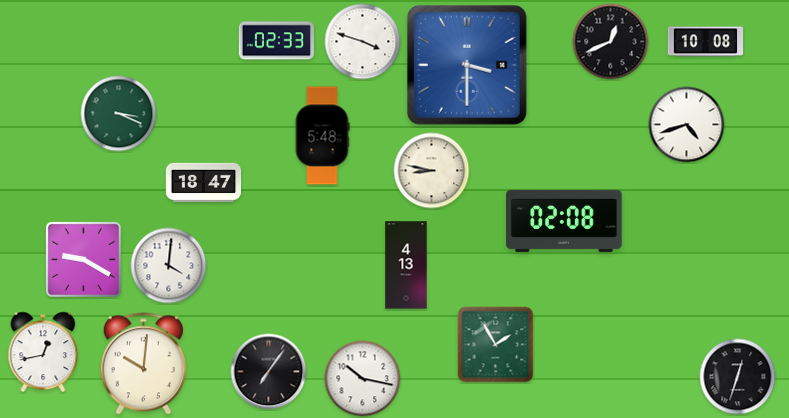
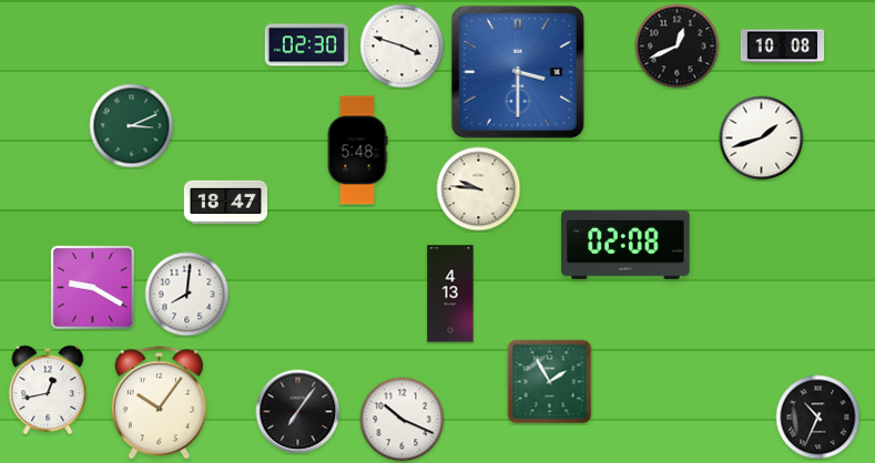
clock at (276, 41): 02:33 -> 02:30
clock at (119, 114): 3:19 -> 3:11
clock at (687, 125): 4:42 -> 1:42
clock at (432, 171): 8:47 -> 9:46
clock at (169, 266): 4:01 -> 8:01
clock at (143, 364): 10:01 -> 10:06
clock at (738, 377): 12:33 -> 10:34
clock at (363, 379): 10:17 -> 10:19
